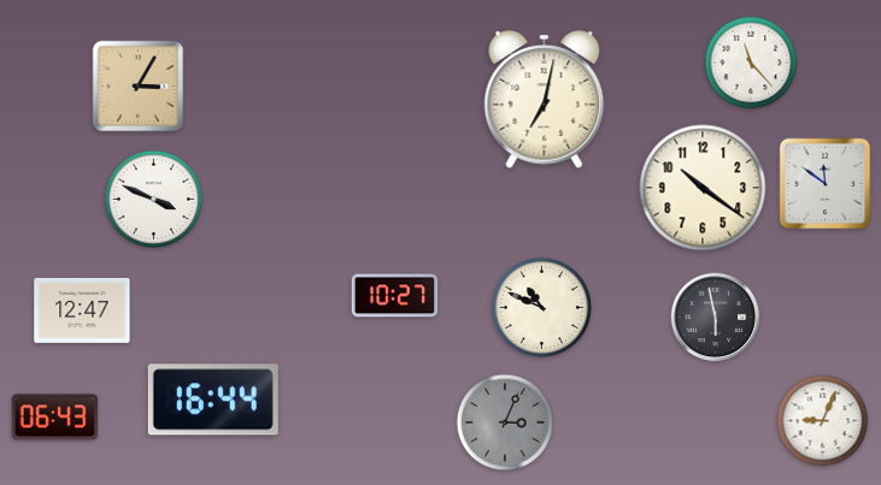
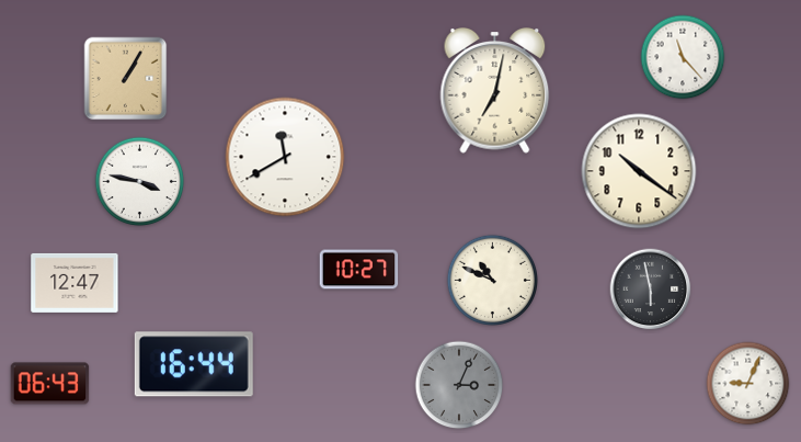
clock at (139, 87): 3:05 -> 1:05
clock at (285, 157): none -> 11:40
clock at (826, 184): 11:51 -> none
clock at (154, 200): 3:49 -> 3:47
clock at (55, 418) position: (55, 418) -> (50, 384)
